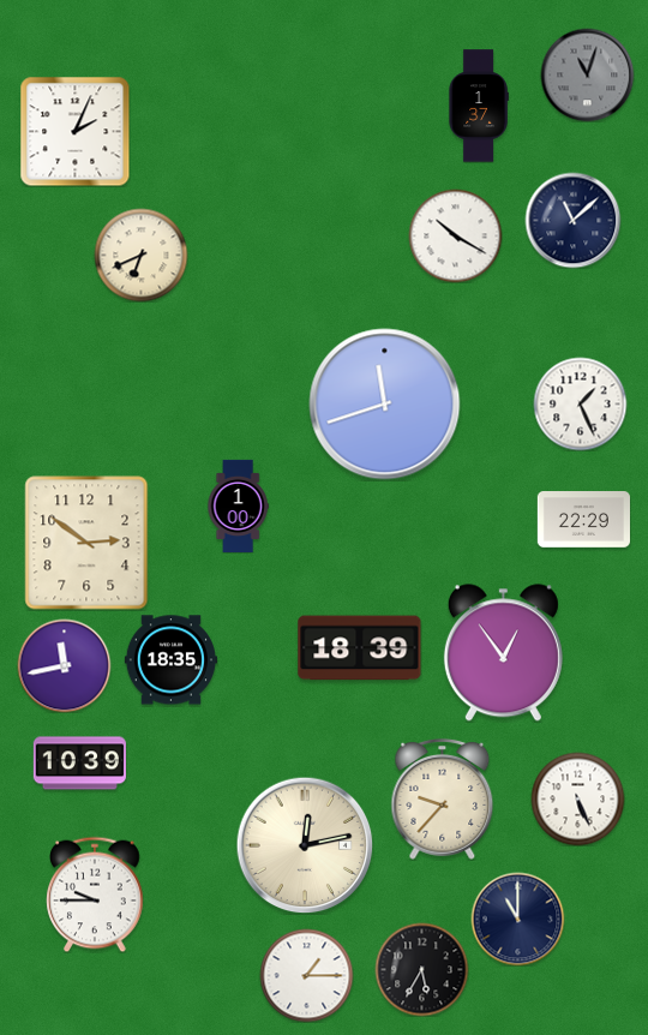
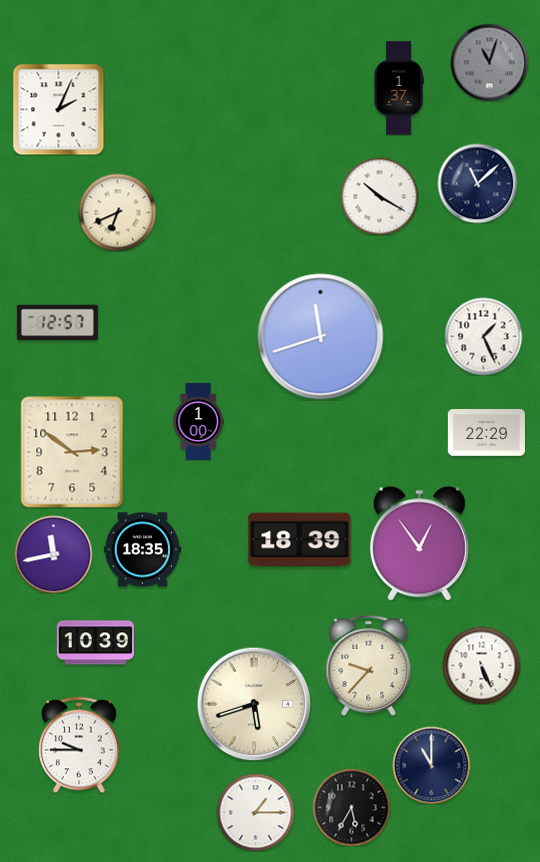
clock at (74, 131) position: (74, 131) -> (58, 109)
clock at (57, 323): none -> 12:57
clock at (79, 764) position: (79, 764) -> (95, 643)
clock at (305, 845): 12:13 -> 5:42
